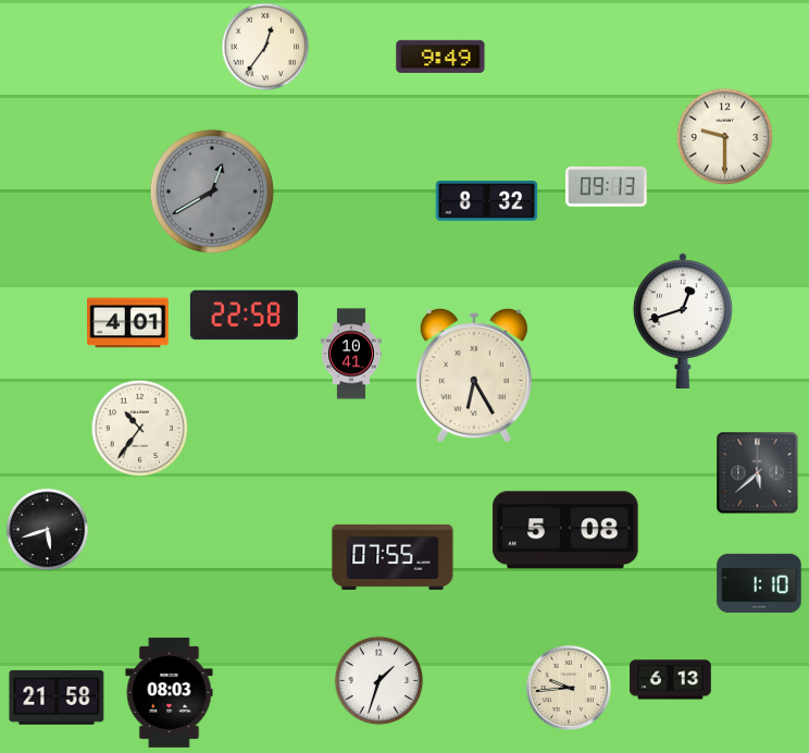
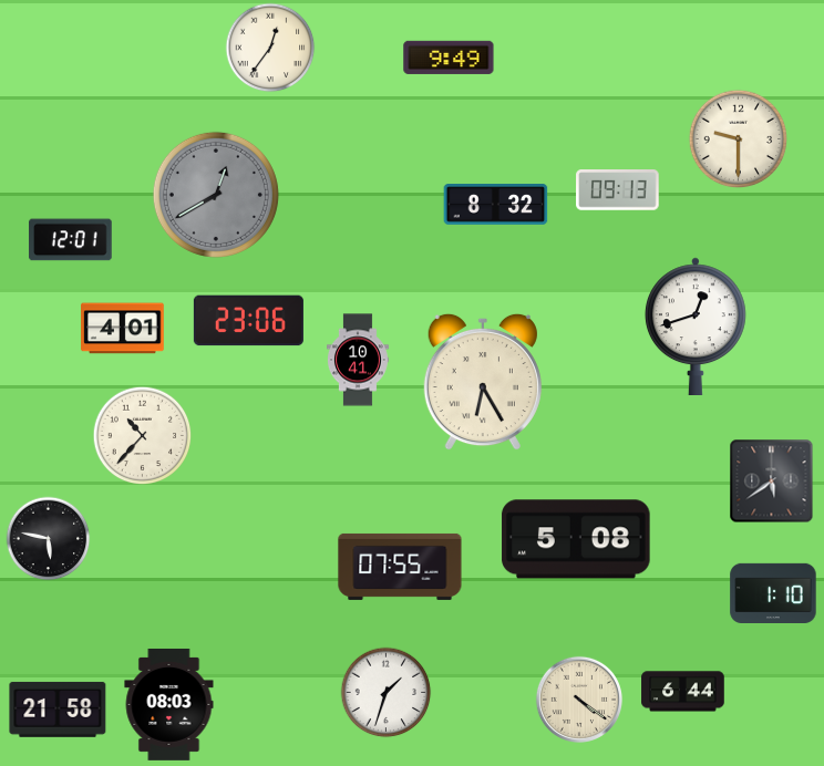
clock at (71, 240): none -> 12:01
clock at (244, 316): 22:58 -> 23:06
clock at (128, 323) position: (128, 323) -> (123, 329)
clock at (140, 429): 10:36 -> 10:37
clock at (758, 473): 5:38 -> 5:39
clock at (48, 530): 5:42 -> 5:47
clock at (671, 680): 6:13 -> 6:44
clock at (569, 688): 9:44 -> 4:21
clock at (170, 692) position: (170, 692) -> (169, 704)
